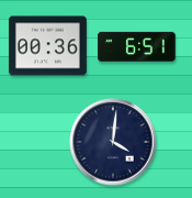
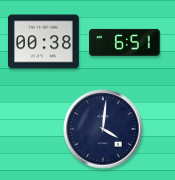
clock at (47, 46): 00:36 -> 00:38
